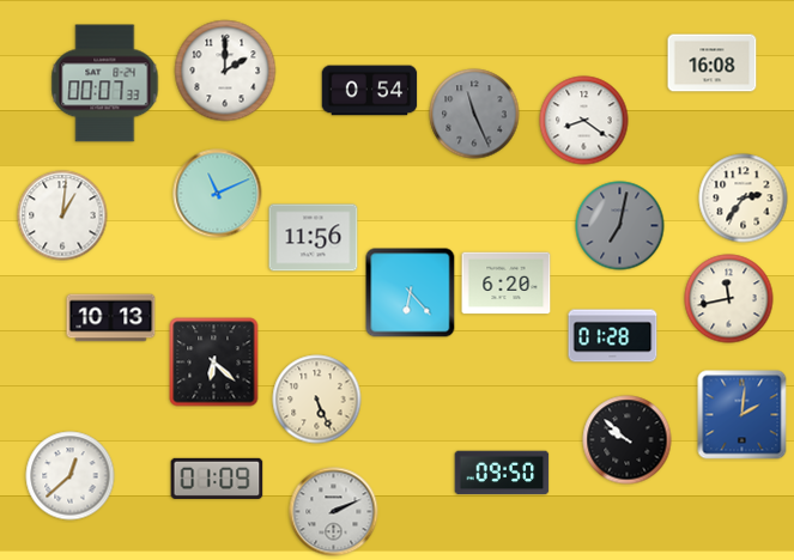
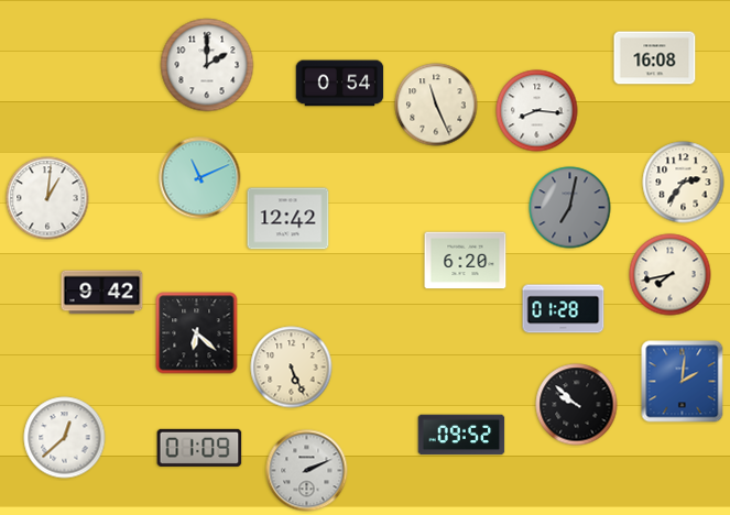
clock at (105, 84): 00:07 -> none
clock at (474, 114) dial: grey -> cream
clock at (584, 121): 8:21 -> 8:16
clock at (62, 215) position: (62, 215) -> (47, 198)
clock at (314, 238): 11:56 -> 12:42
clock at (411, 293): 6:23 -> none
clock at (729, 299): 11:43 -> 7:43
clock at (111, 318): 10:13 -> 9:42
clock at (502, 473): 09:50 -> 09:52
clock at (217, 479) position: (217, 479) -> (199, 448)
